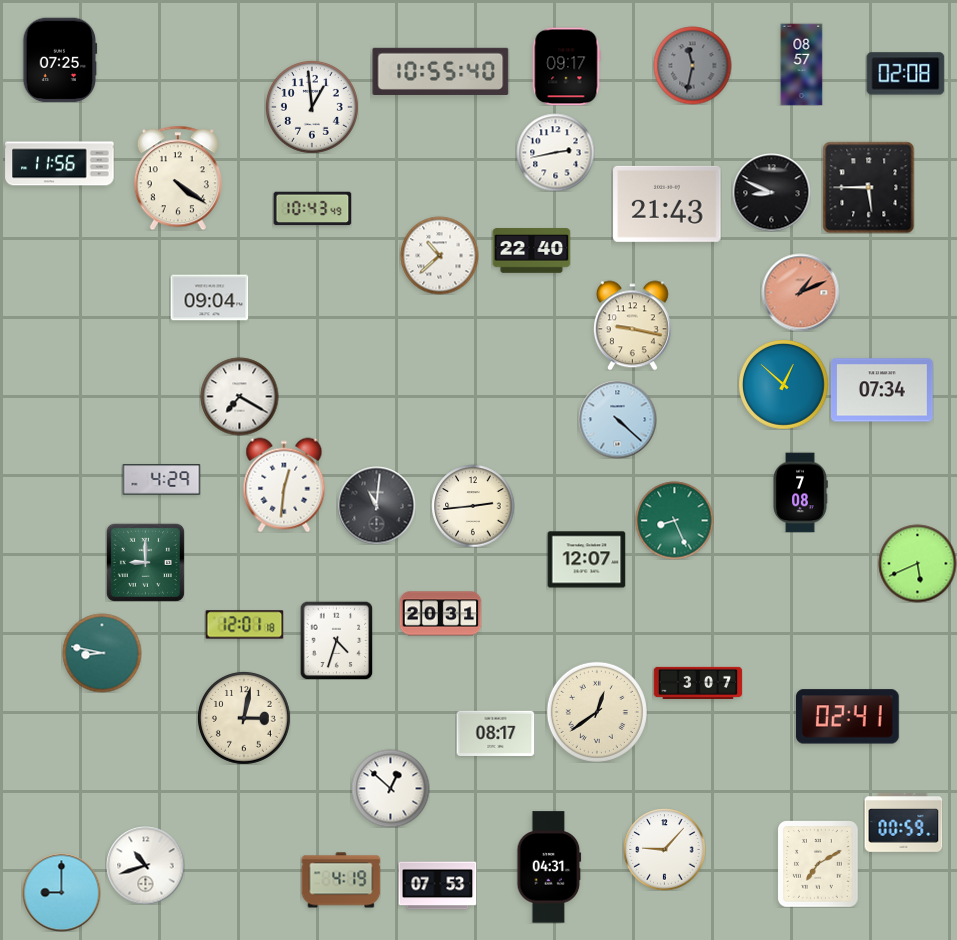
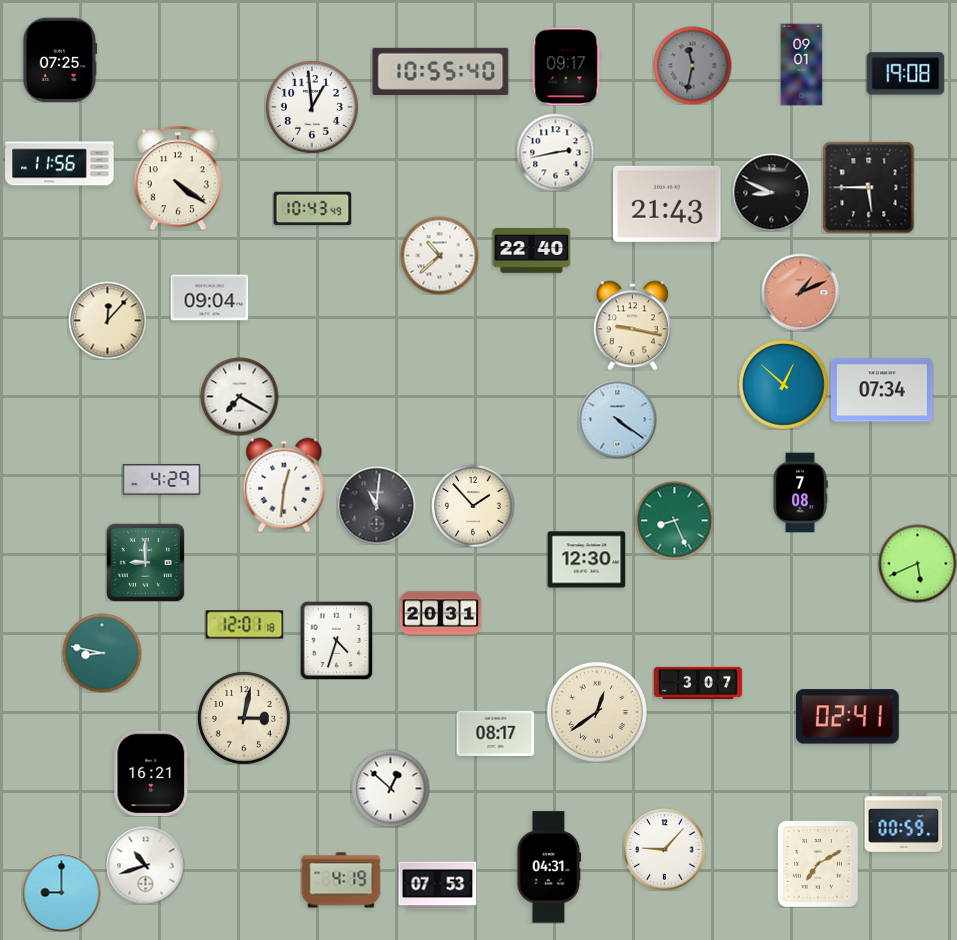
clock at (802, 64): 08:57 -> 09:01
clock at (905, 74): 02:08 -> 19:08
clock at (107, 320): none -> 12:07
clock at (617, 419): 4:22 -> 4:21
clock at (473, 506): 2:44 -> 1:53
clock at (586, 560): 12:07 -> 12:30
clock at (152, 773): none -> 16:21
